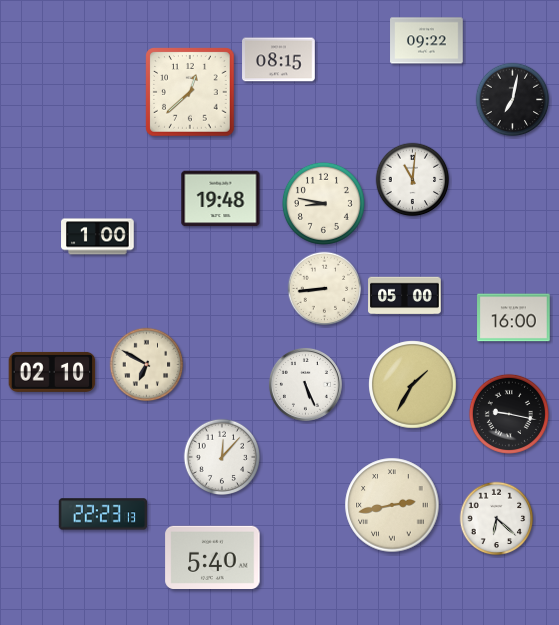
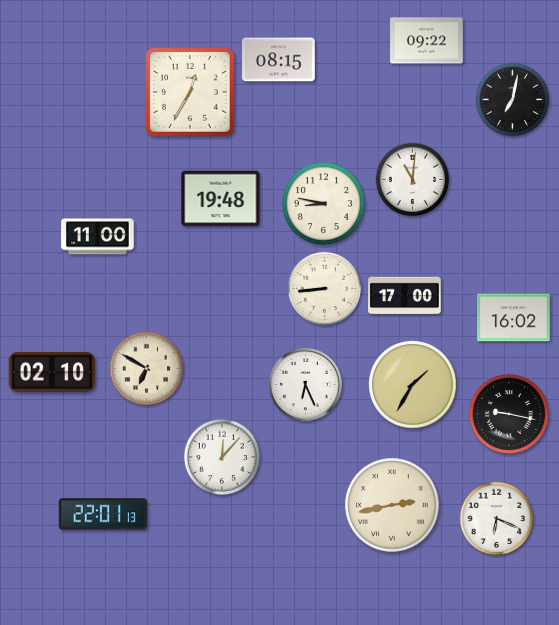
clock at (190, 92): 12:38 -> 12:35
clock at (98, 237): 1:00 -> 11:00
clock at (405, 296): 05:00 -> 17:00
clock at (514, 318): 16:00 -> 16:02
clock at (147, 365) position: (147, 365) -> (147, 369)
clock at (305, 384): 5:26 -> 6:26
clock at (103, 514): 22:23 -> 22:01
clock at (497, 519): 6:22 -> 6:19
clock at (213, 557): 5:40 -> none
